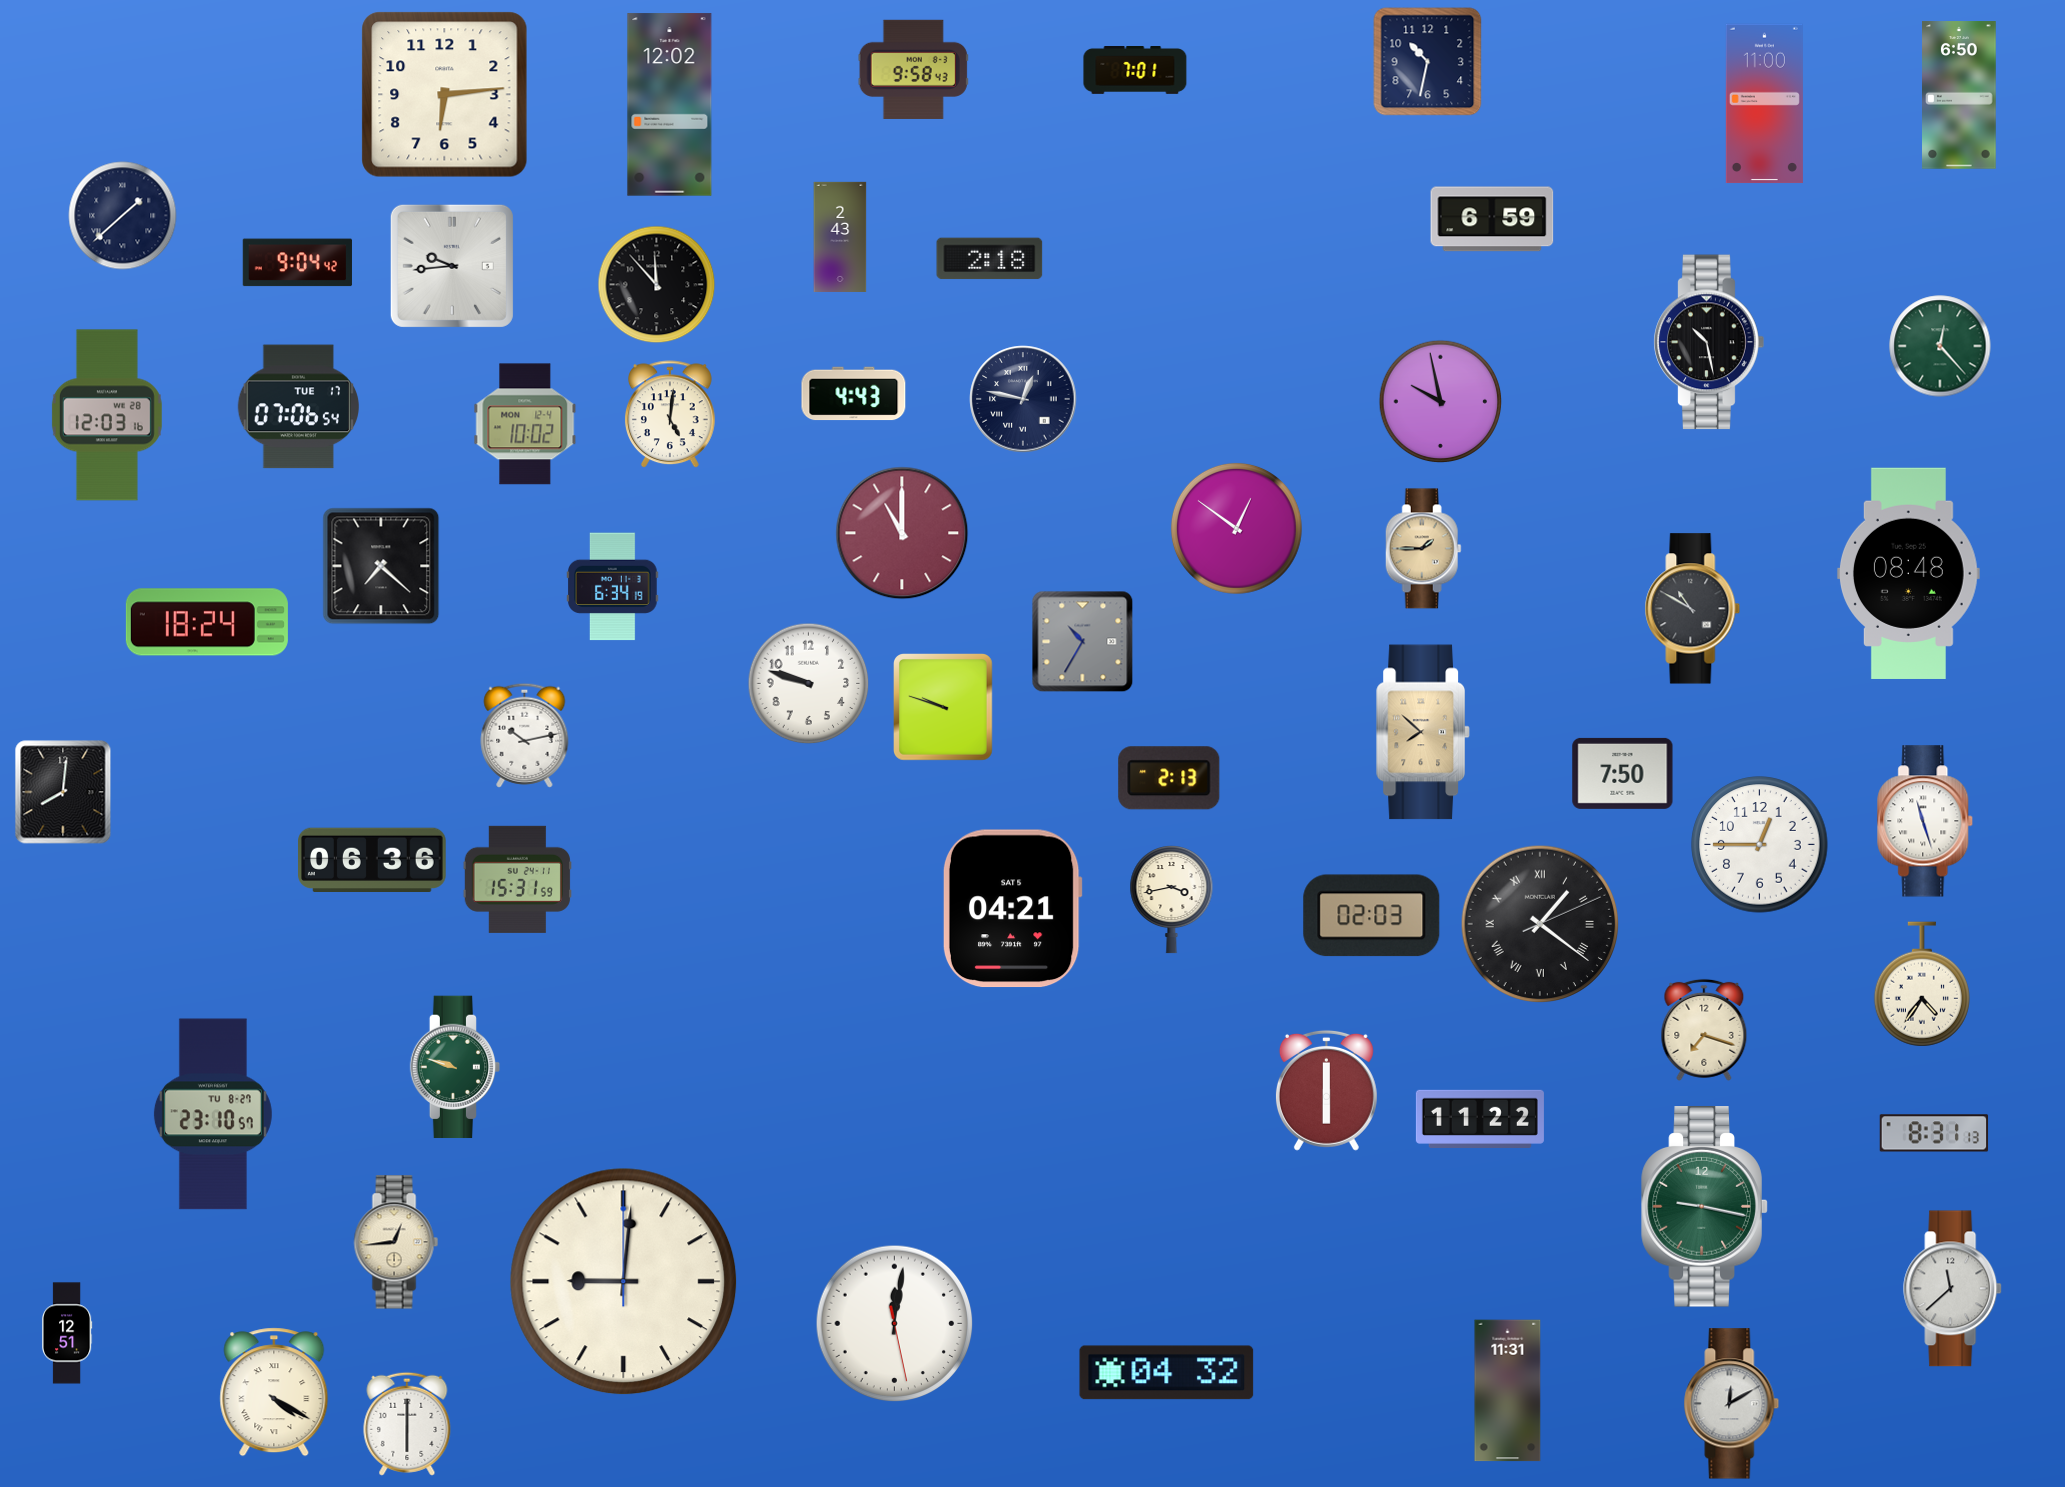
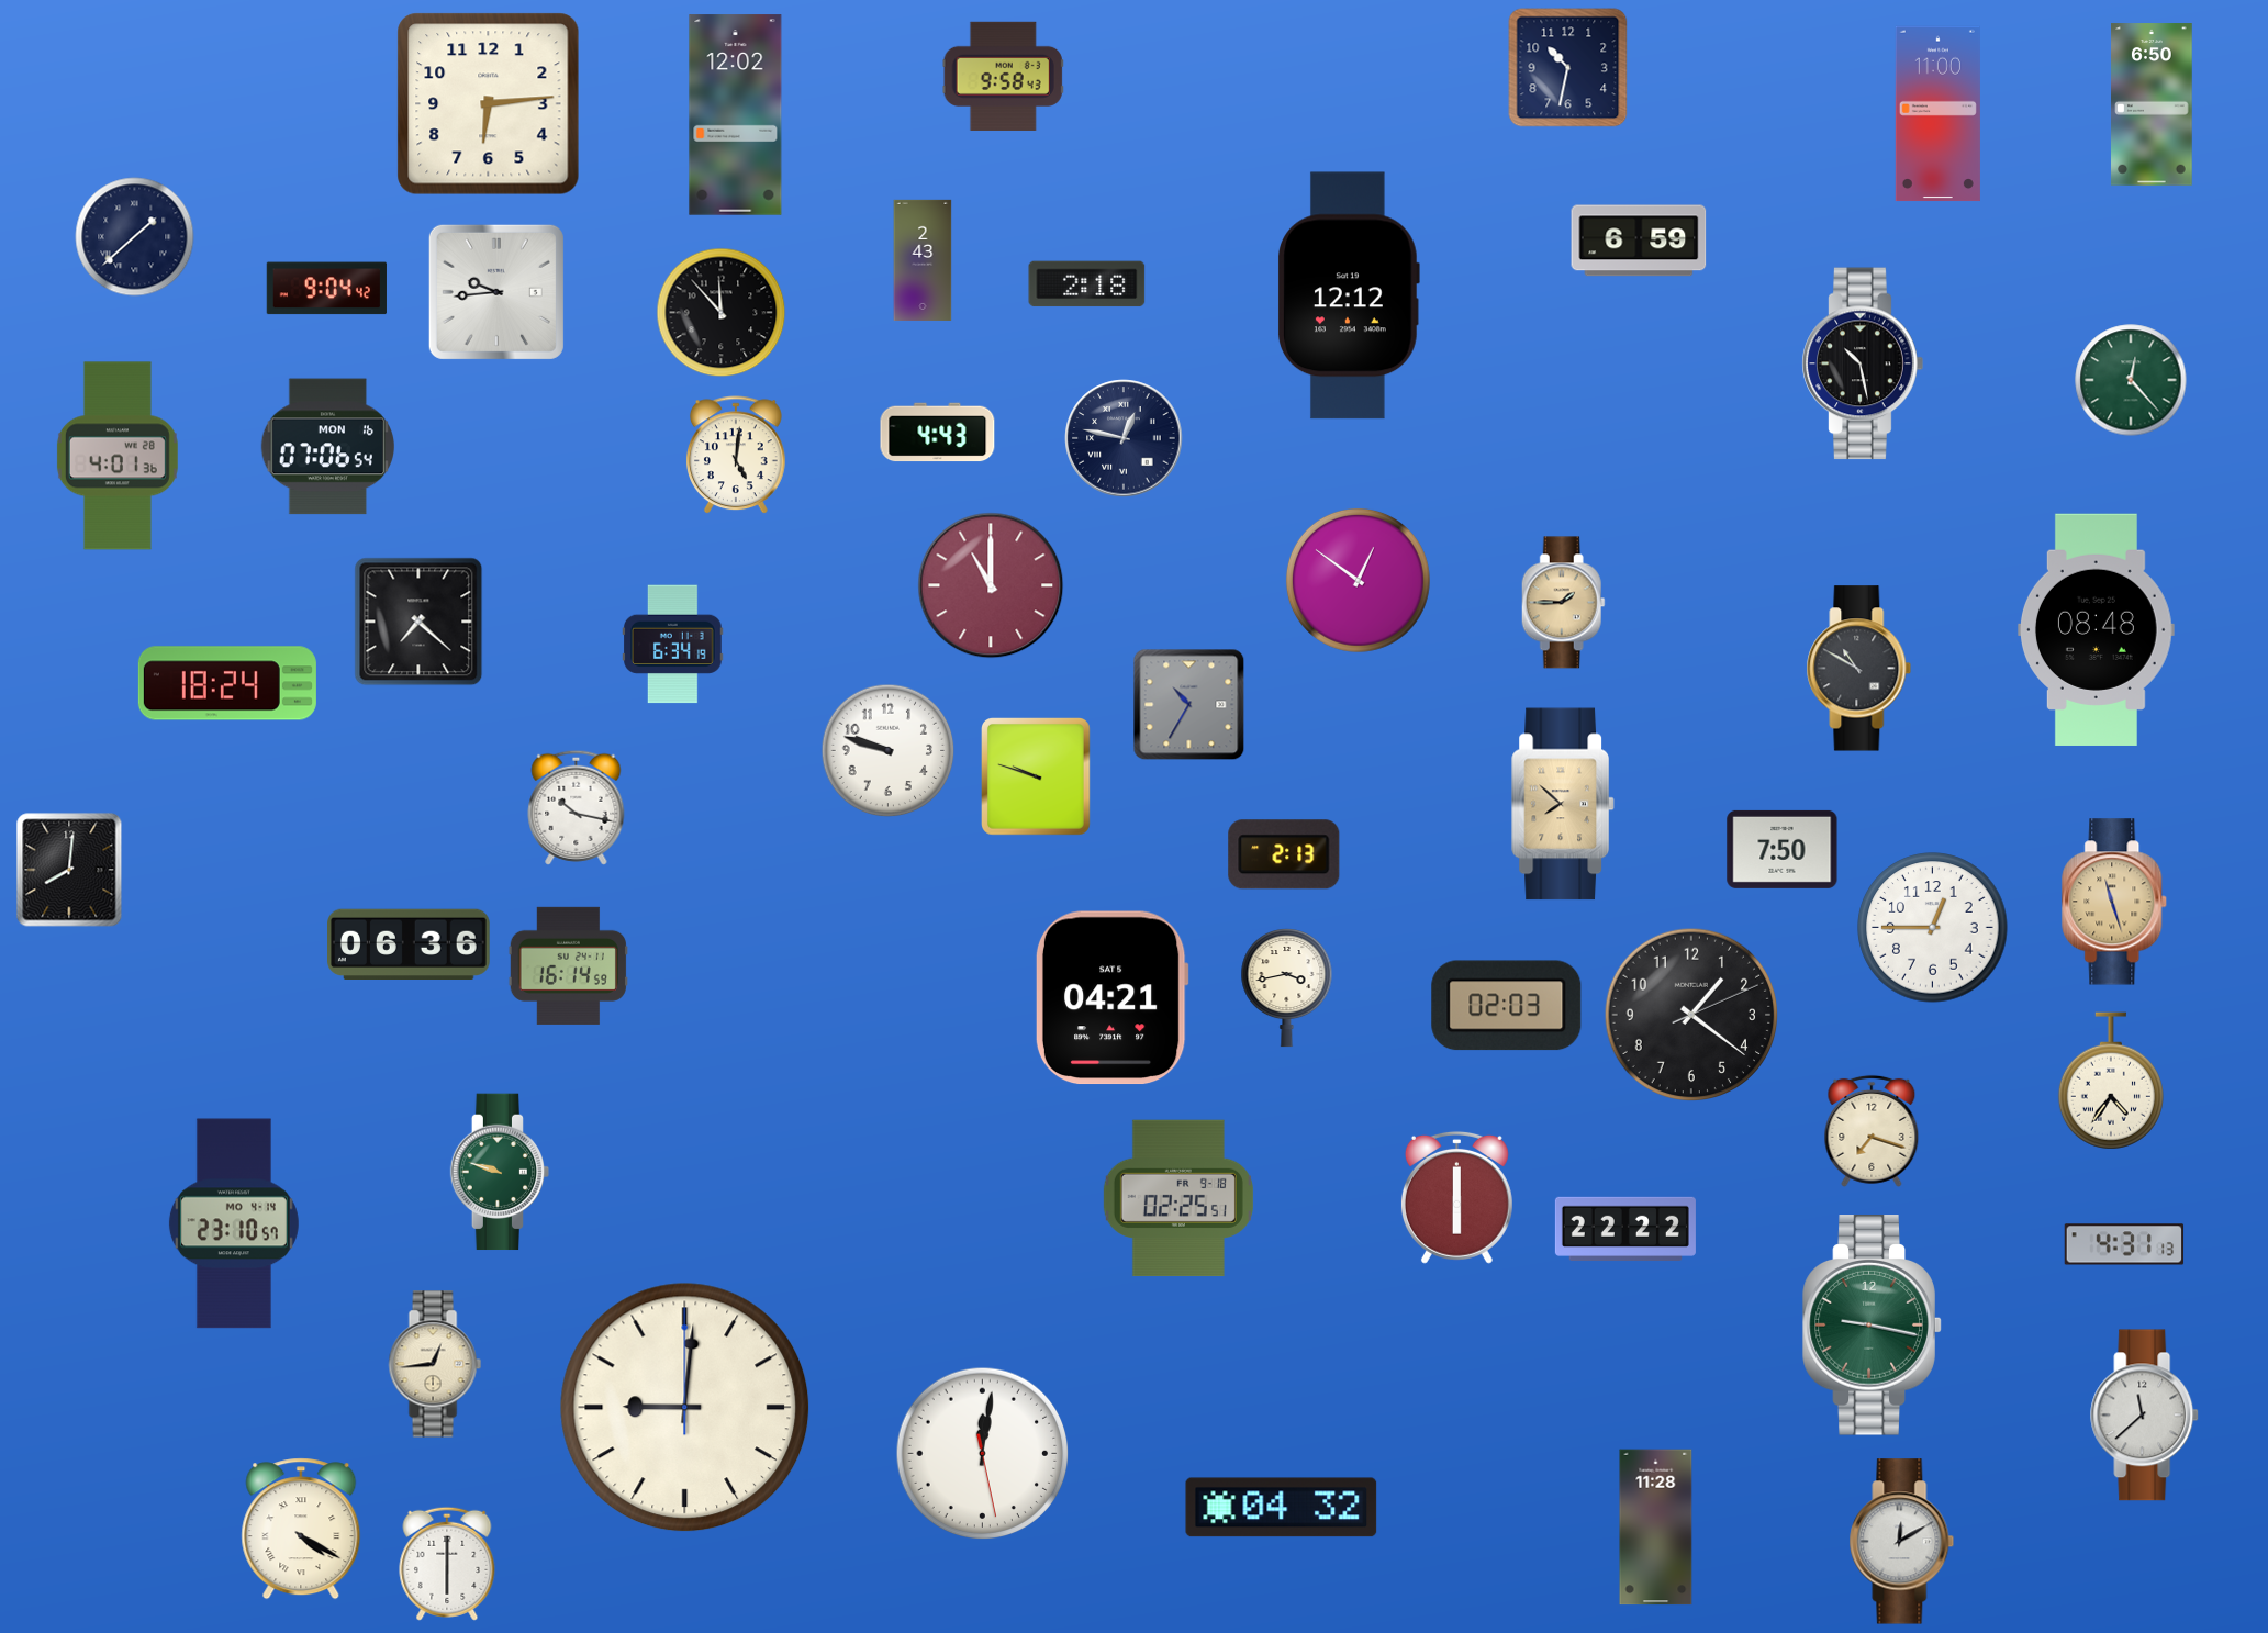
clock at (1135, 71): 7:01 -> none
clock at (1349, 295): none -> 12:12
clock at (1709, 342) position: (1709, 342) -> (1863, 363)
clock at (1441, 402): 9:58 -> none
clock at (298, 407) date: TUE 17 -> MON 16
clock at (107, 415): 12:03 -> 4:01
clock at (525, 424): 10:02 -> none
clock at (525, 735): 10:13 -> 10:17
clock at (1926, 821) dial: white -> champagne
clock at (517, 879): 15:31 -> 16:14
clock at (1540, 924) numerals: Roman -> Arabic
clock at (1178, 1198): none -> 02:25
clock at (213, 1114) date: TU 8-27 -> MO 4-14
clock at (1480, 1118): 11:22 -> 22:22
clock at (1934, 1133): 8:31 -> 4:31
clock at (68, 1333): 12:51 -> none
clock at (1508, 1391): 11:31 -> 11:28
